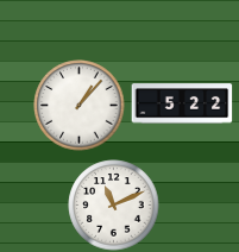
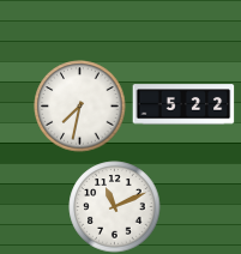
clock at (80, 106): 1:07 -> 7:32
